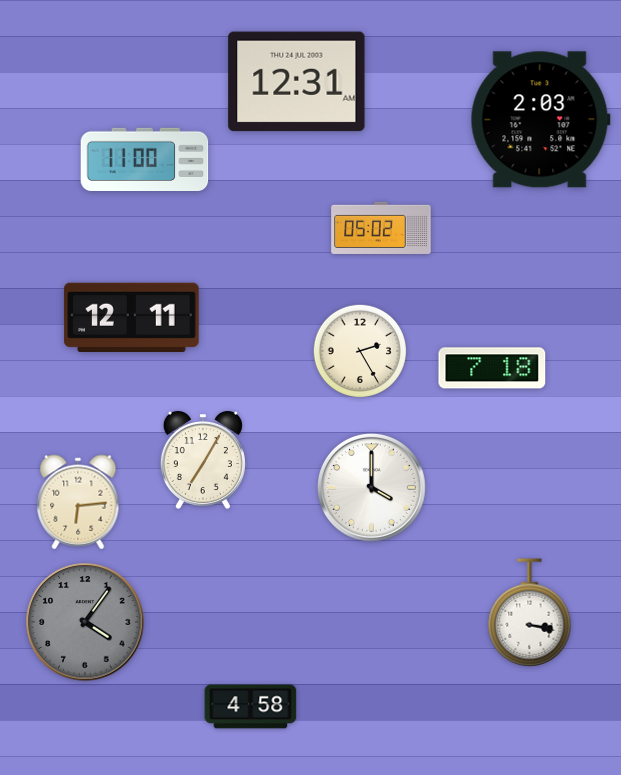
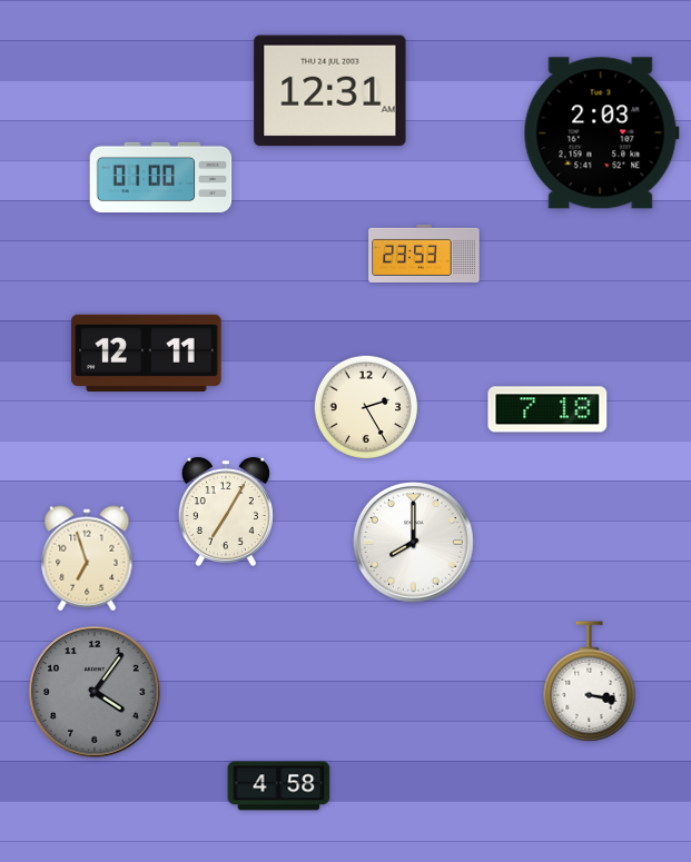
clock at (145, 159): 11:00 -> 01:00
clock at (381, 228): 05:02 -> 23:53
clock at (359, 350) position: (359, 350) -> (365, 406)
clock at (371, 487): 4:00 -> 8:00
clock at (78, 502): 6:14 -> 6:57
